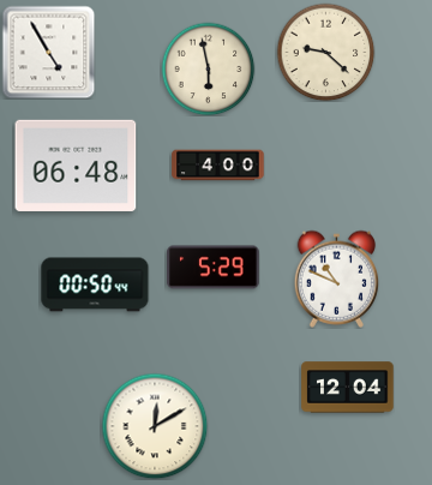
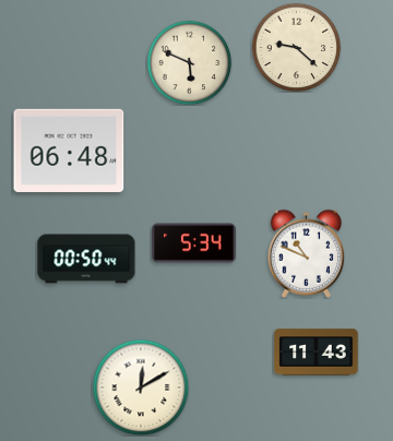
clock at (48, 52): 4:55 -> none
clock at (208, 68): 5:58 -> 5:49
clock at (218, 166): 4:00 -> none
clock at (214, 268): 5:29 -> 5:34
clock at (348, 388): 12:04 -> 11:43
